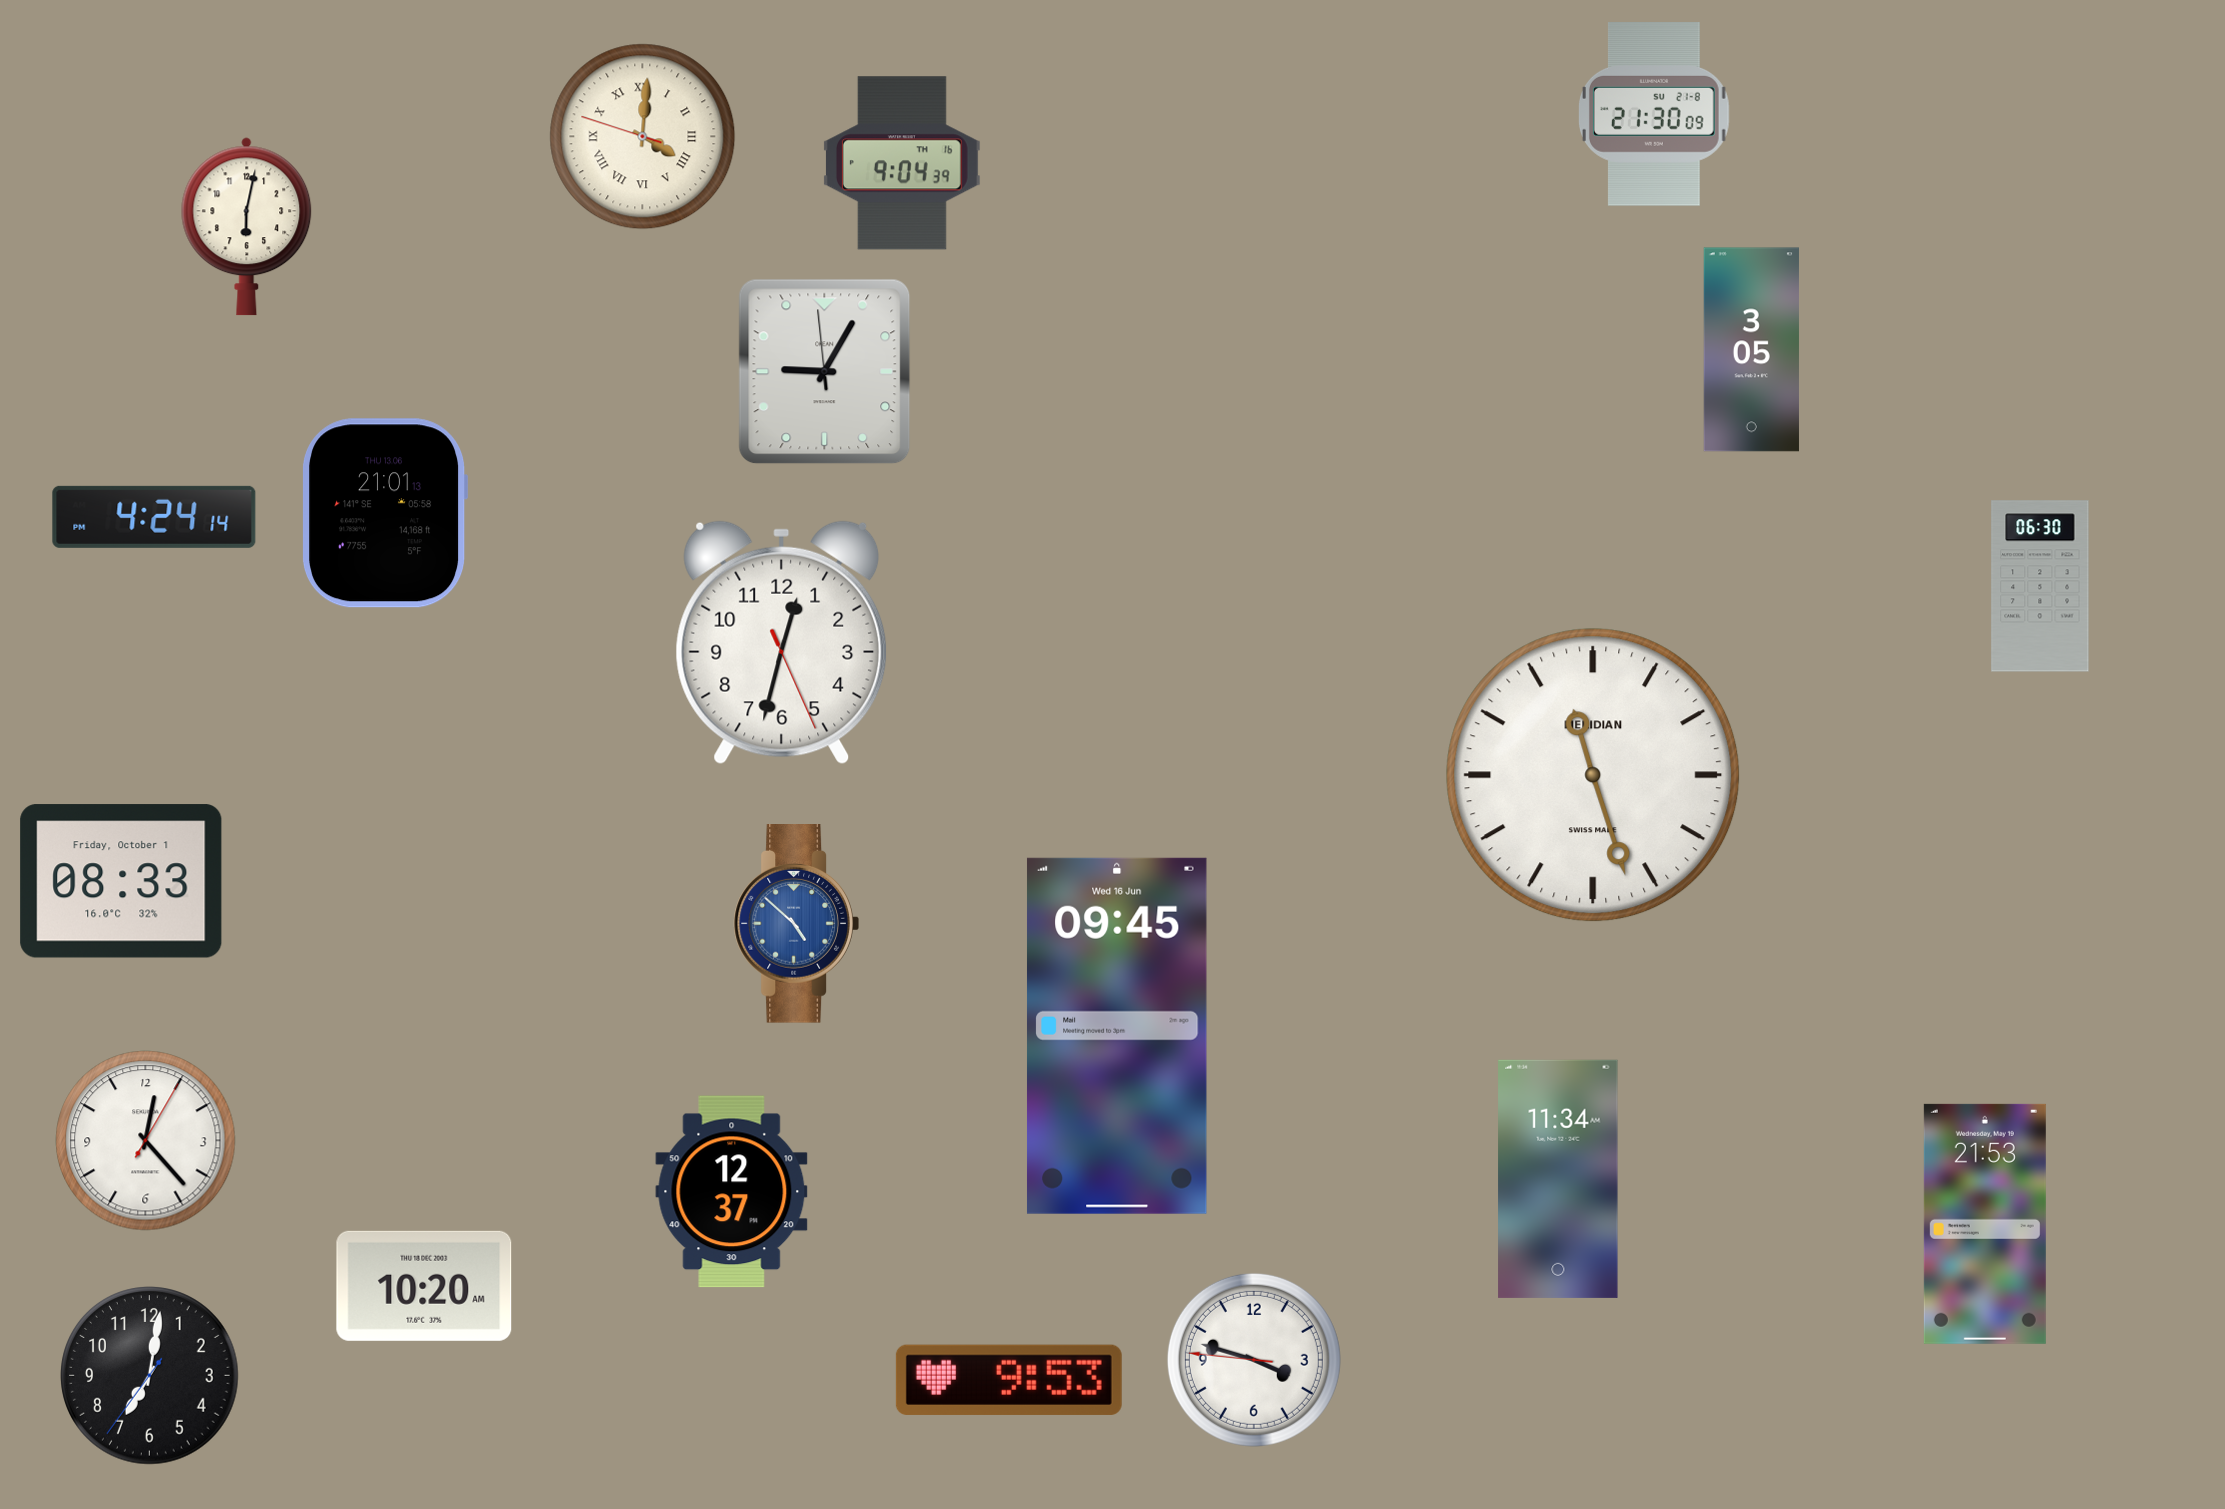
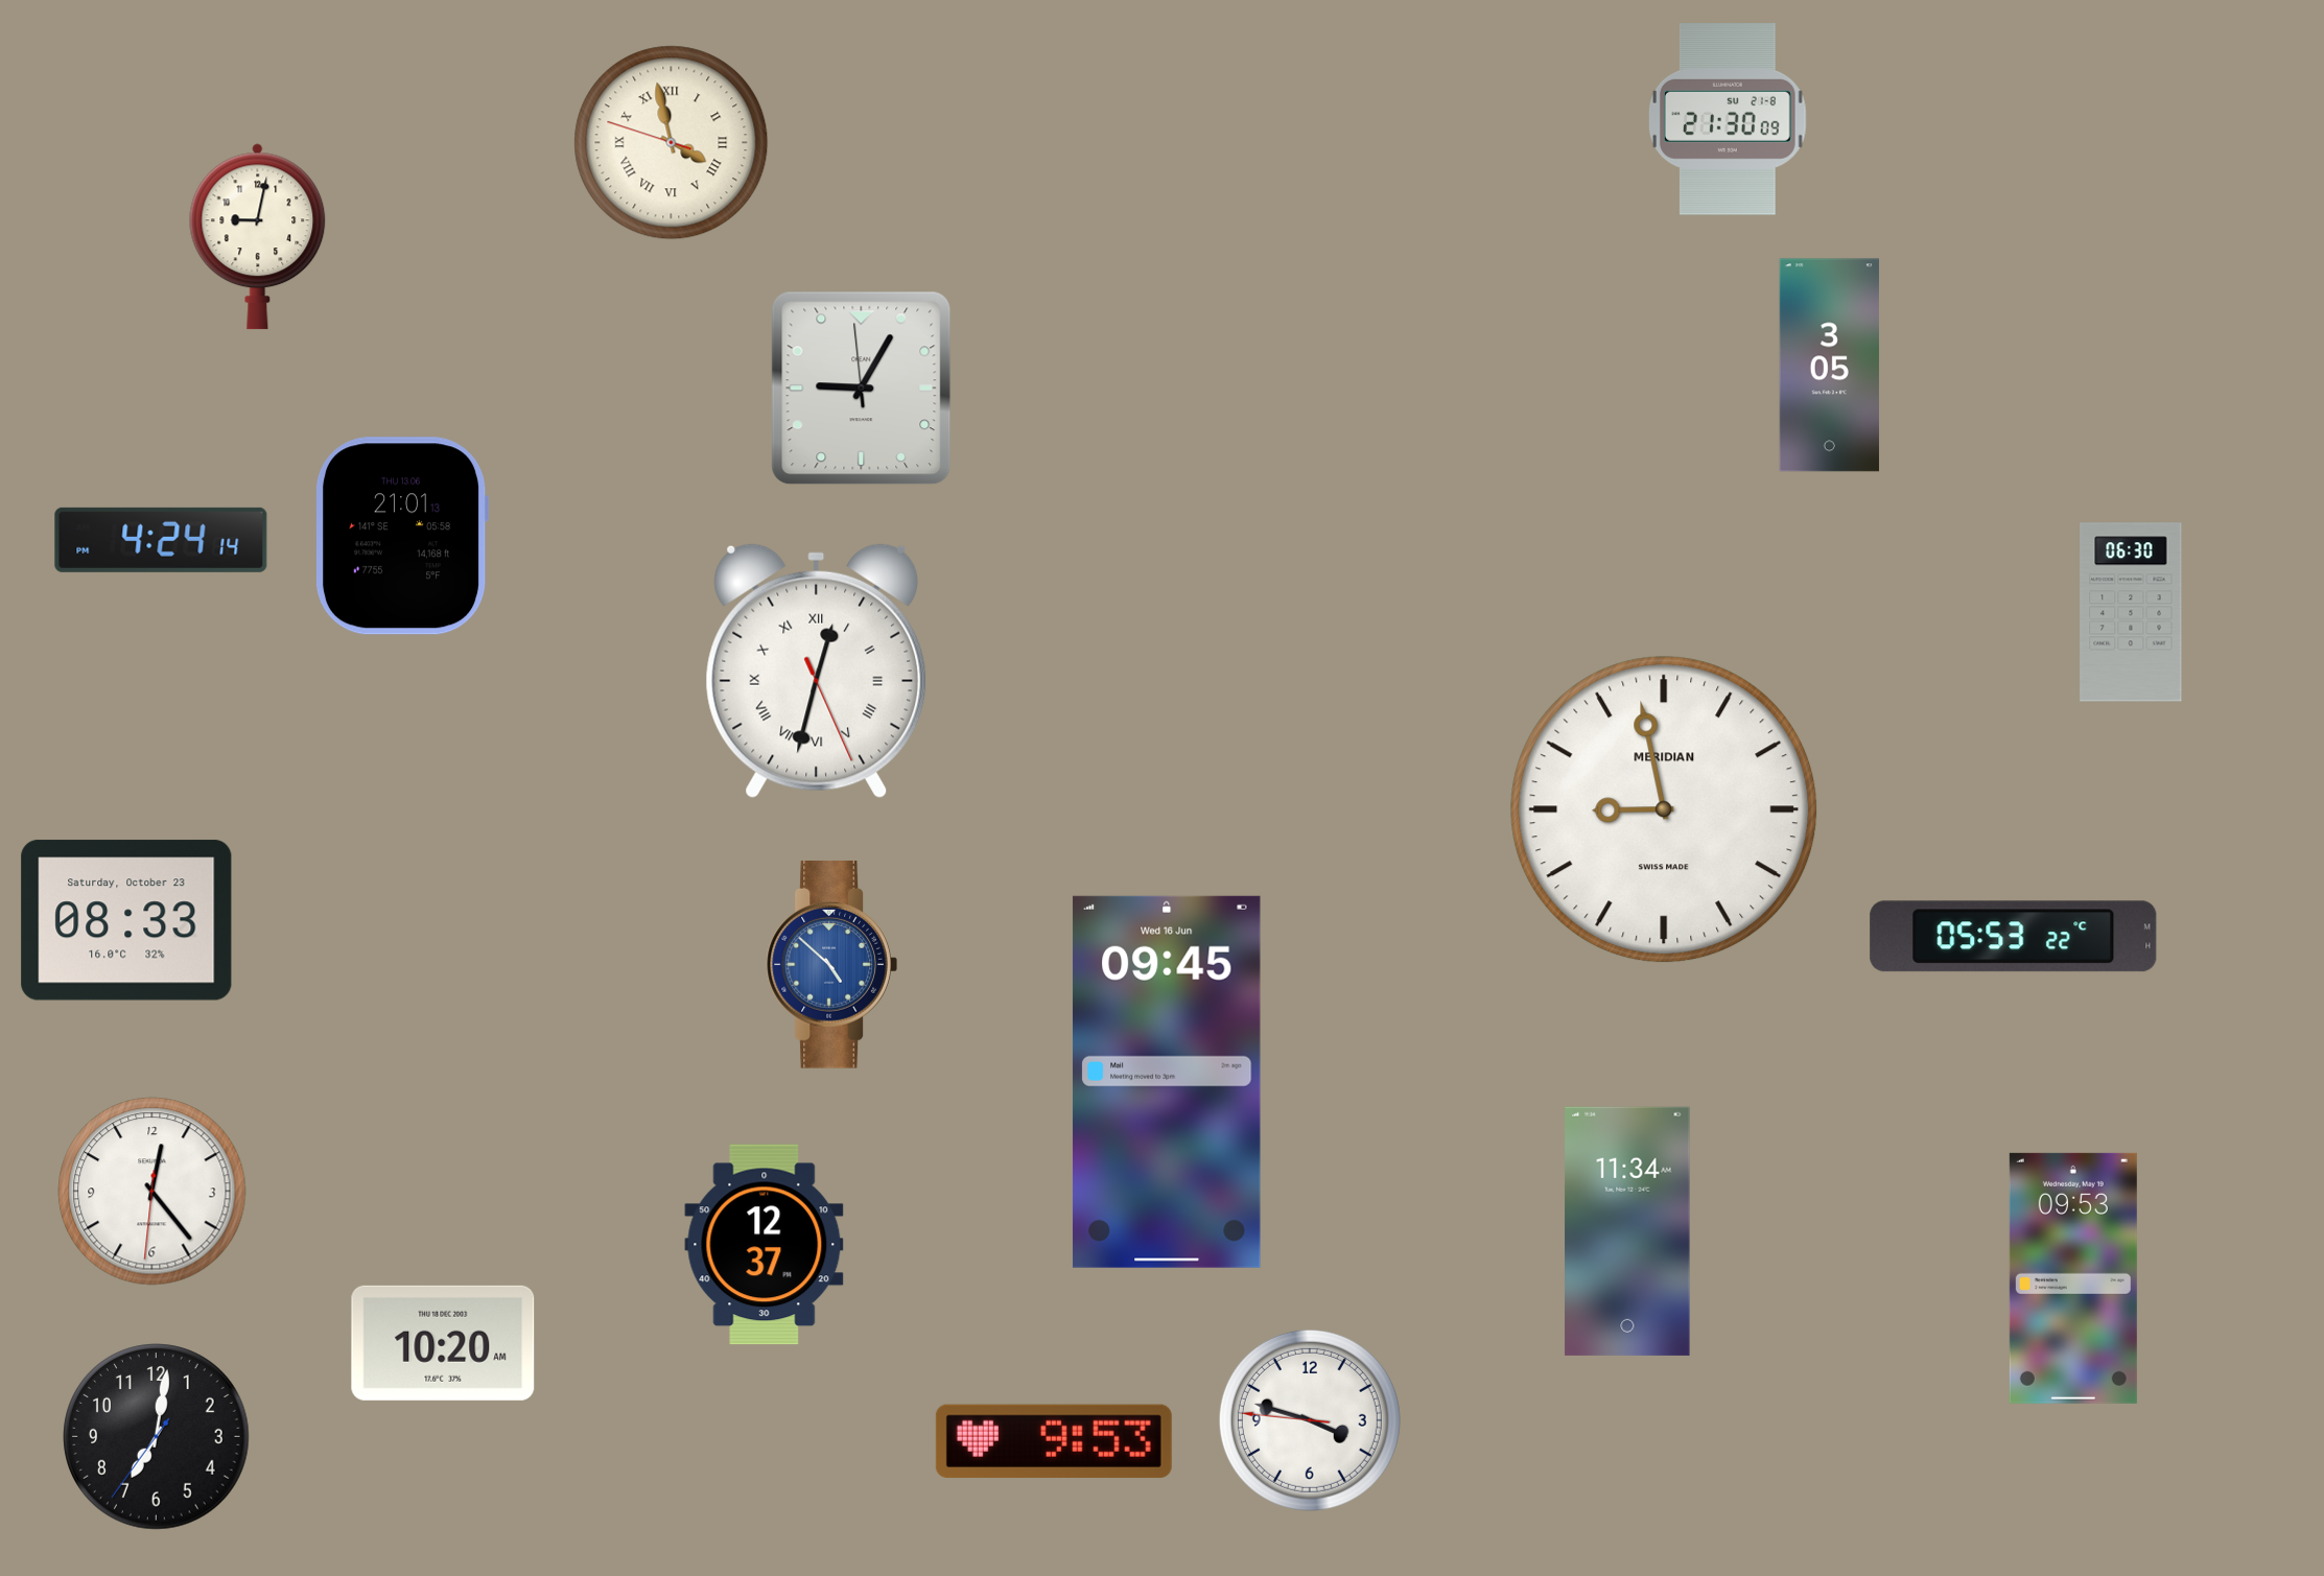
clock at (643, 137): 4:00 -> 3:57
clock at (902, 163): 9:04 -> none
clock at (247, 227): 6:02 -> 9:02
clock at (782, 643) numerals: Arabic -> Roman
clock at (1593, 775): 11:27 -> 8:58
clock at (121, 881) date: Friday, October 1 -> Saturday, October 23
clock at (2014, 937): none -> 05:53
clock at (146, 1141): 12:23:05 -> 12:23:31
clock at (1985, 1224): 21:53 -> 09:53
